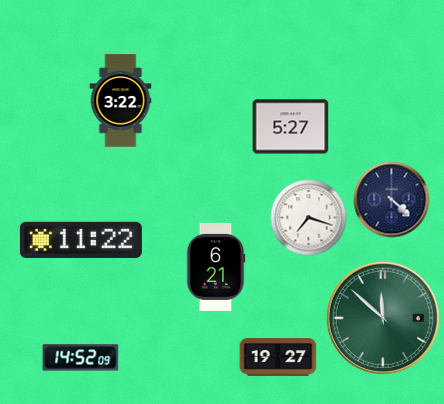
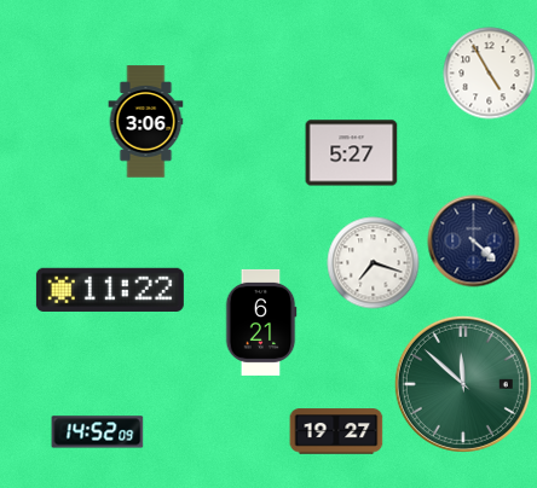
clock at (490, 74): none -> 4:55
clock at (121, 101): 3:22 -> 3:06
clock at (81, 240) position: (81, 240) -> (110, 290)
